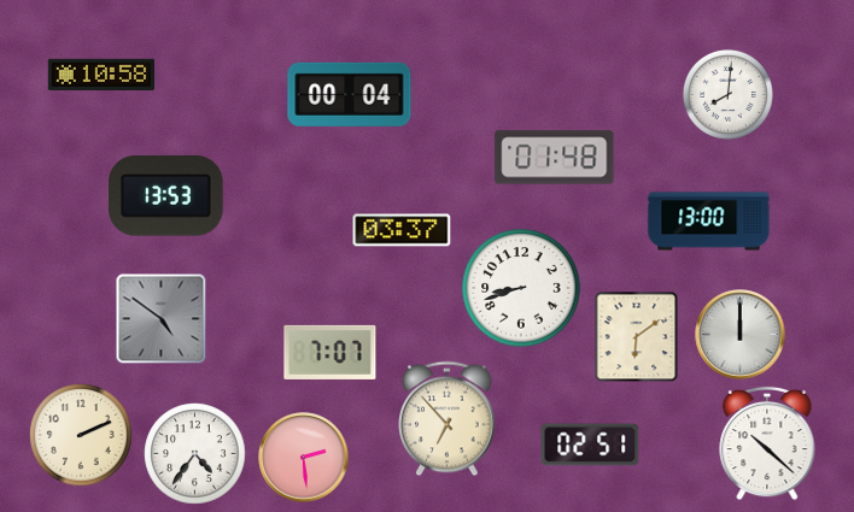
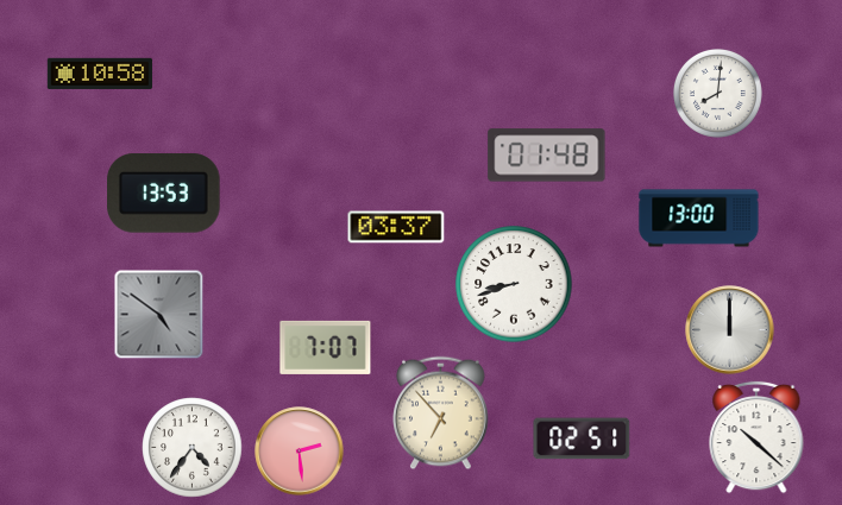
clock at (350, 94): 00:04 -> none
clock at (637, 337): 6:09 -> none
clock at (81, 435): 2:11 -> none
